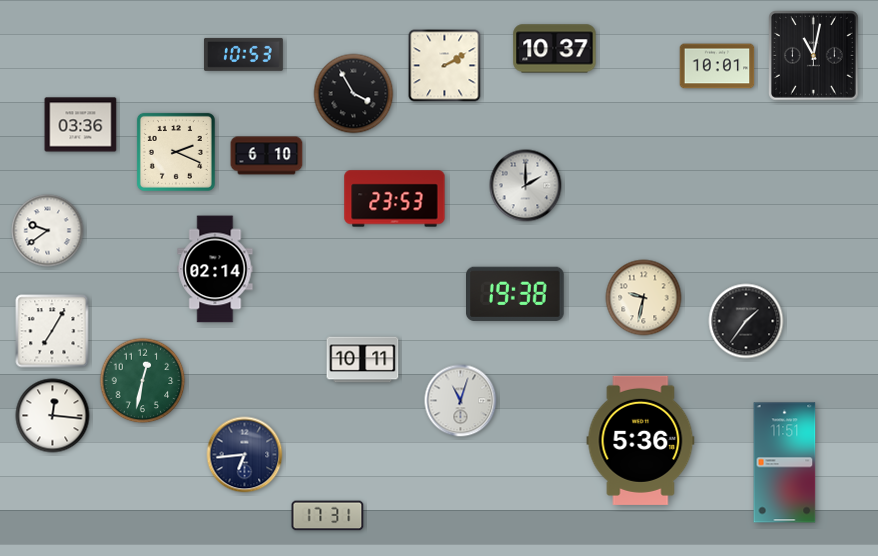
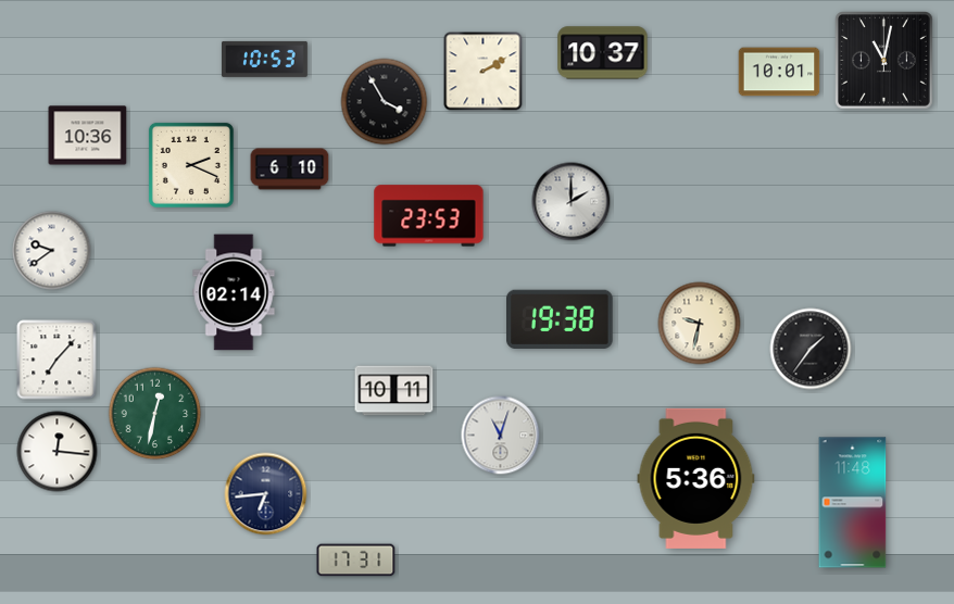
clock at (81, 125): 03:36 -> 10:36
clock at (52, 331): 7:05 -> 7:07
clock at (785, 463): 11:51 -> 11:48
